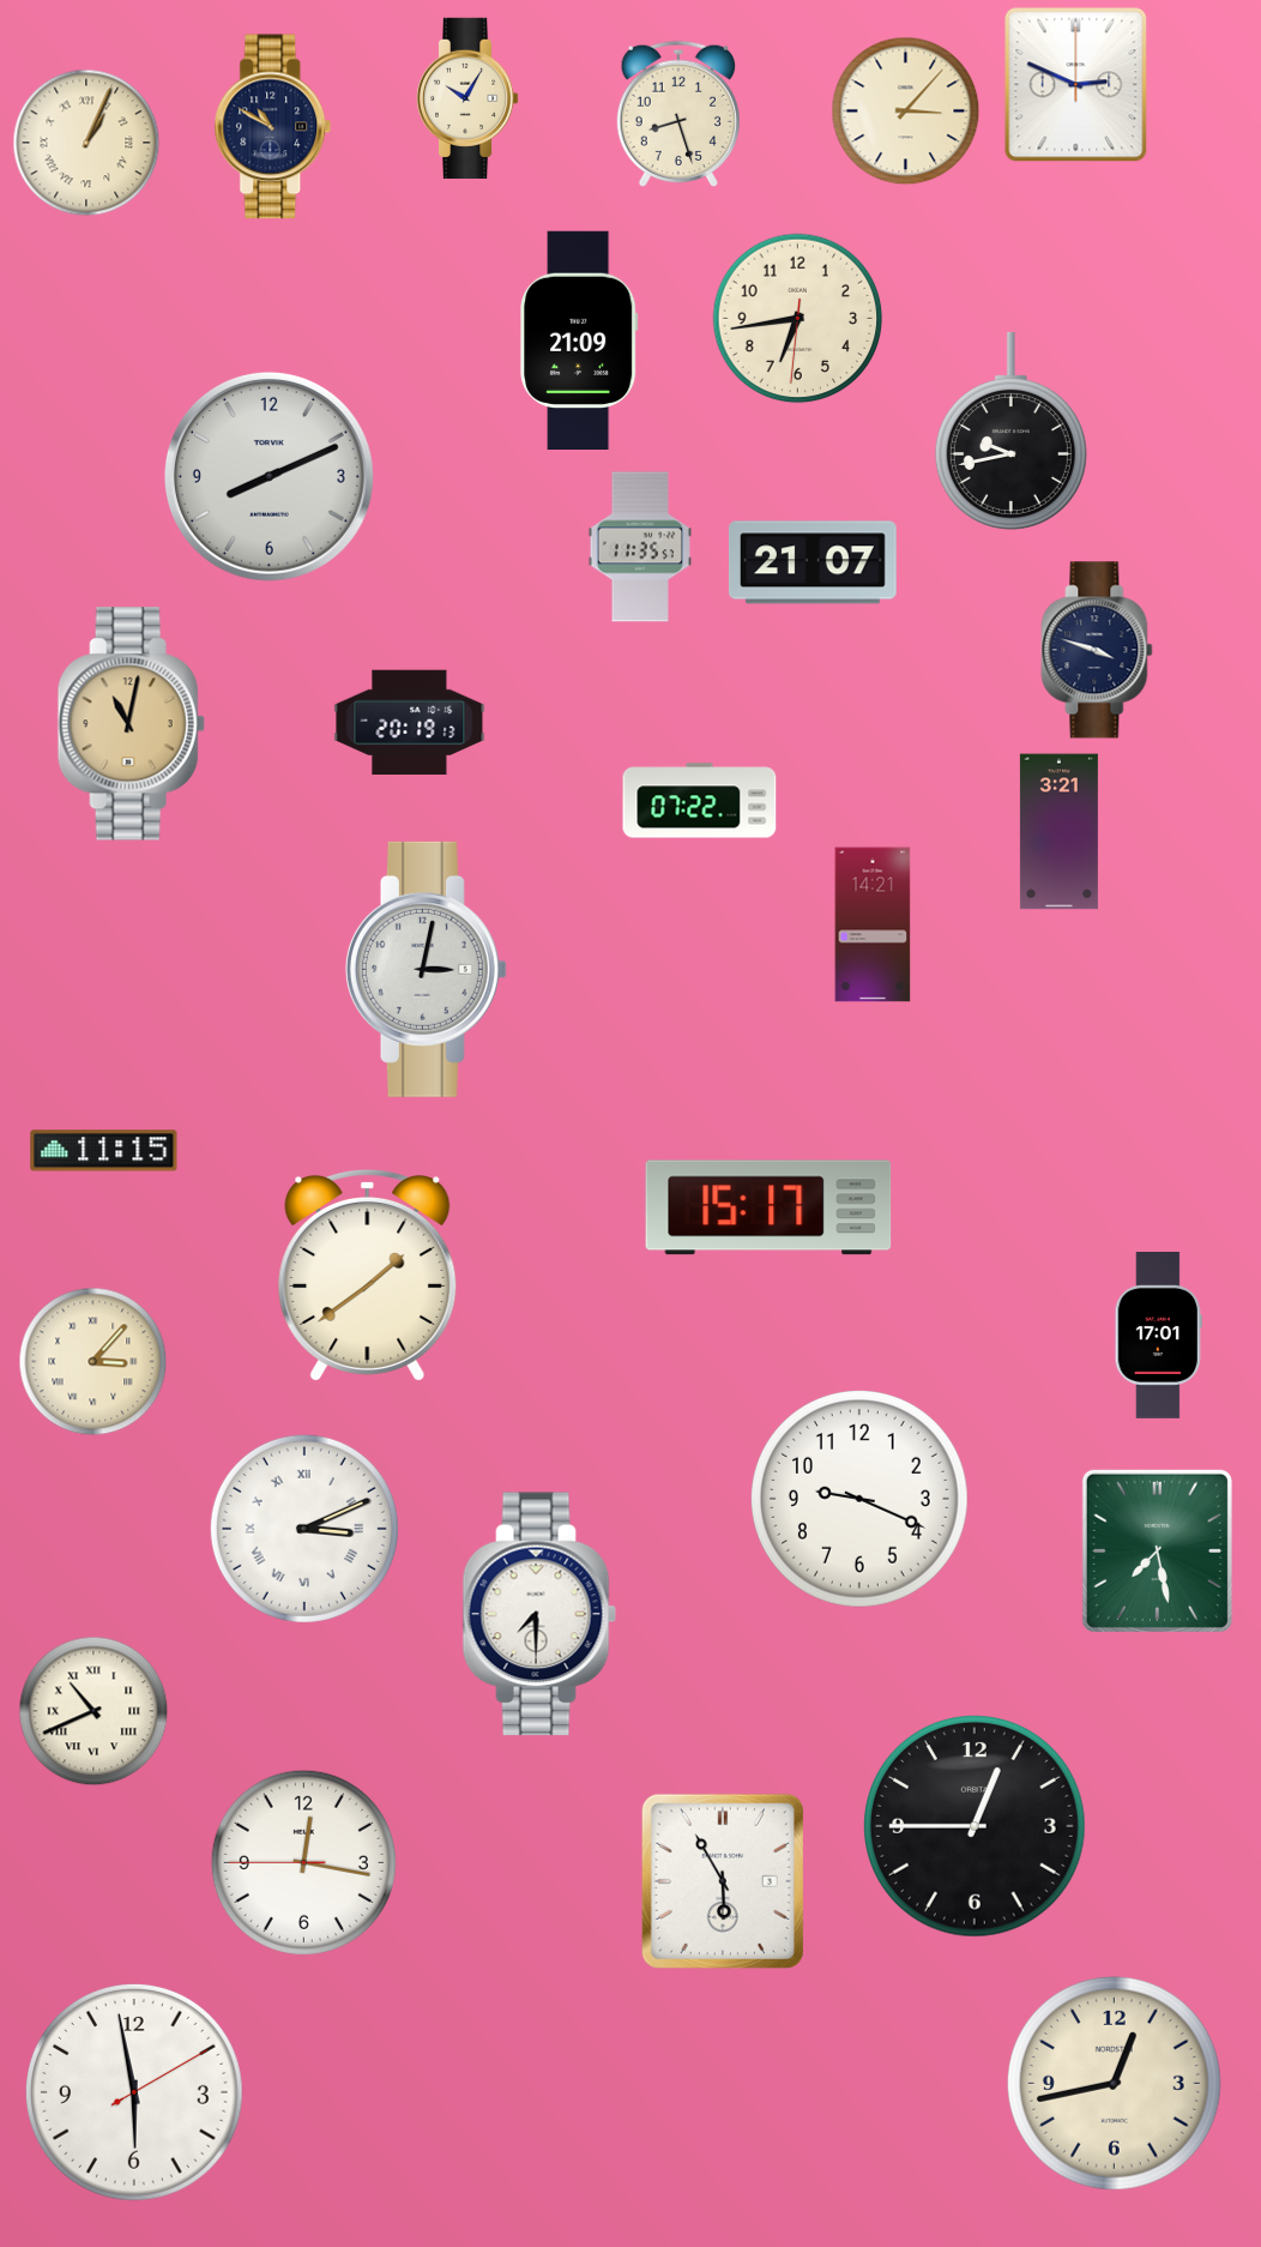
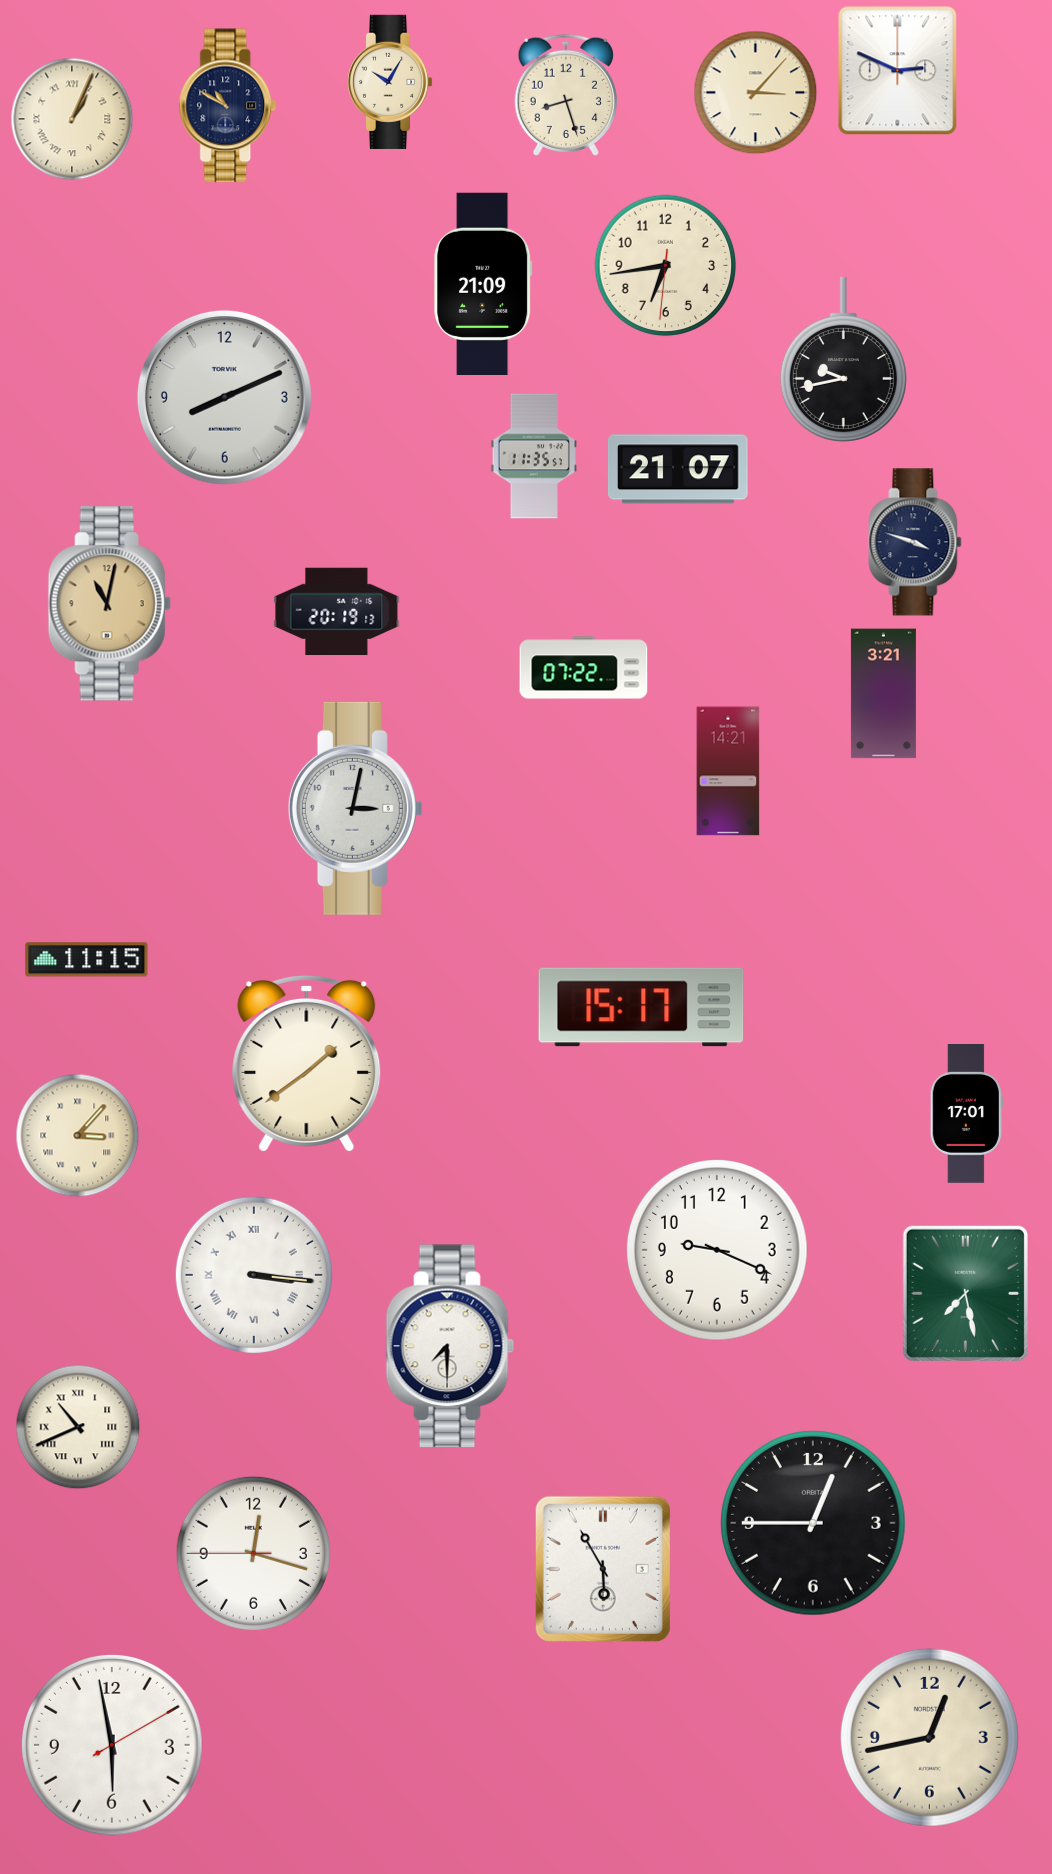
clock at (410, 723) position: (410, 723) -> (337, 612)
clock at (304, 1529): 3:11 -> 3:16
clock at (303, 1862): 12:16 -> 12:17
